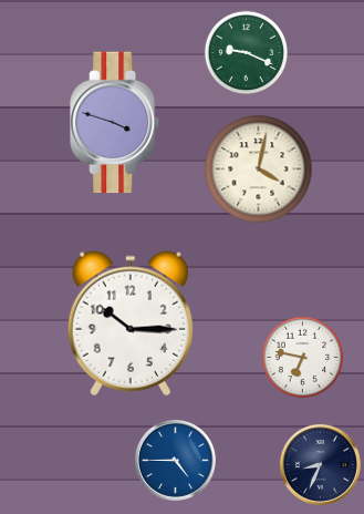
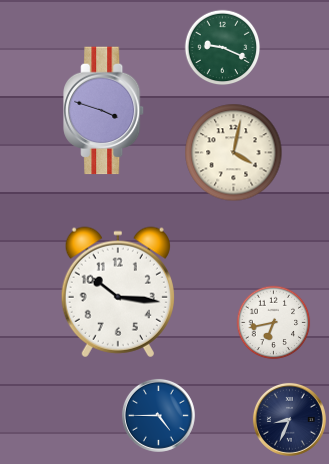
clock at (131, 323): 10:15 -> 10:16
clock at (303, 358): 6:47 -> 6:43
